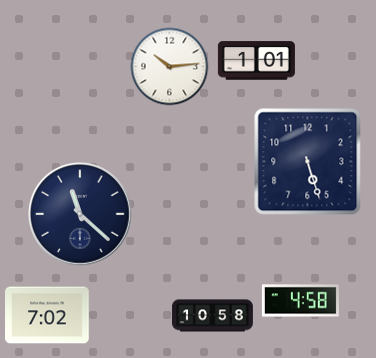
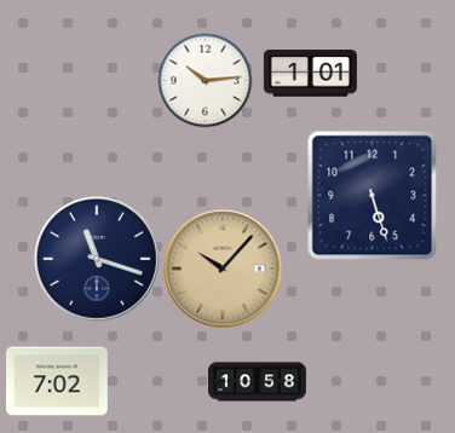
clock at (80, 214): 11:22 -> 11:18
clock at (223, 269): none -> 10:07
clock at (300, 301): 4:58 -> none
